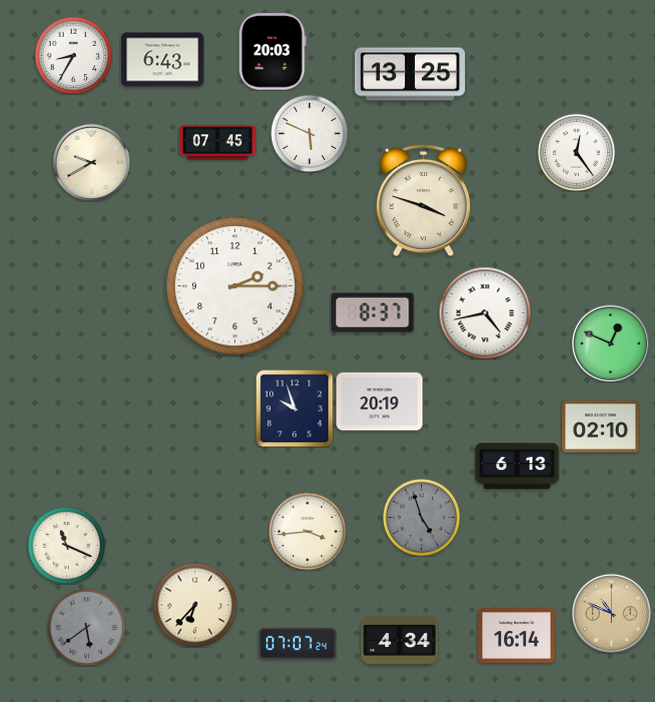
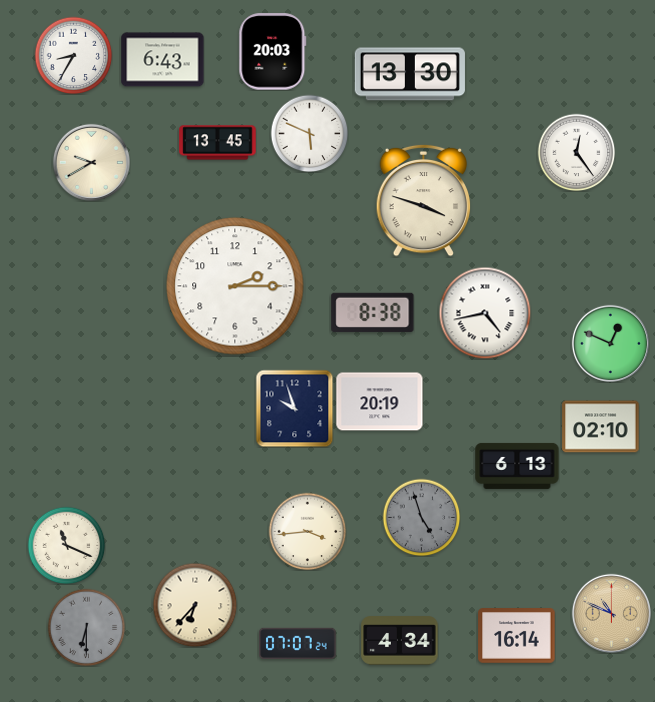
clock at (410, 74): 13:25 -> 13:30
clock at (218, 143): 07:45 -> 13:45
clock at (373, 312): 8:37 -> 8:38
clock at (86, 627): 5:39 -> 6:30
